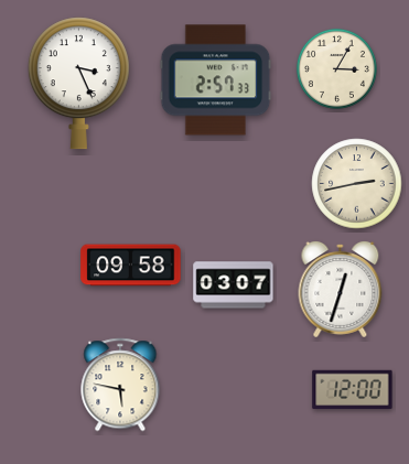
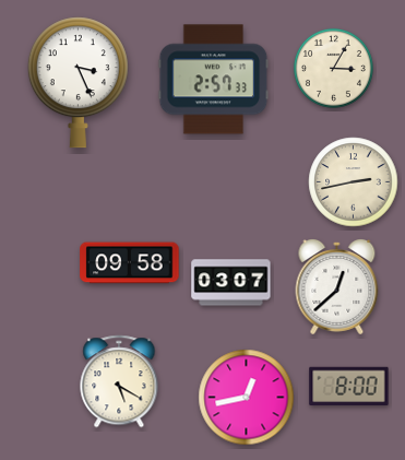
clock at (341, 290): 12:33 -> 12:38
clock at (120, 385): 5:47 -> 5:20
clock at (353, 390): 12:00 -> 8:00
clock at (247, 398): none -> 12:43
